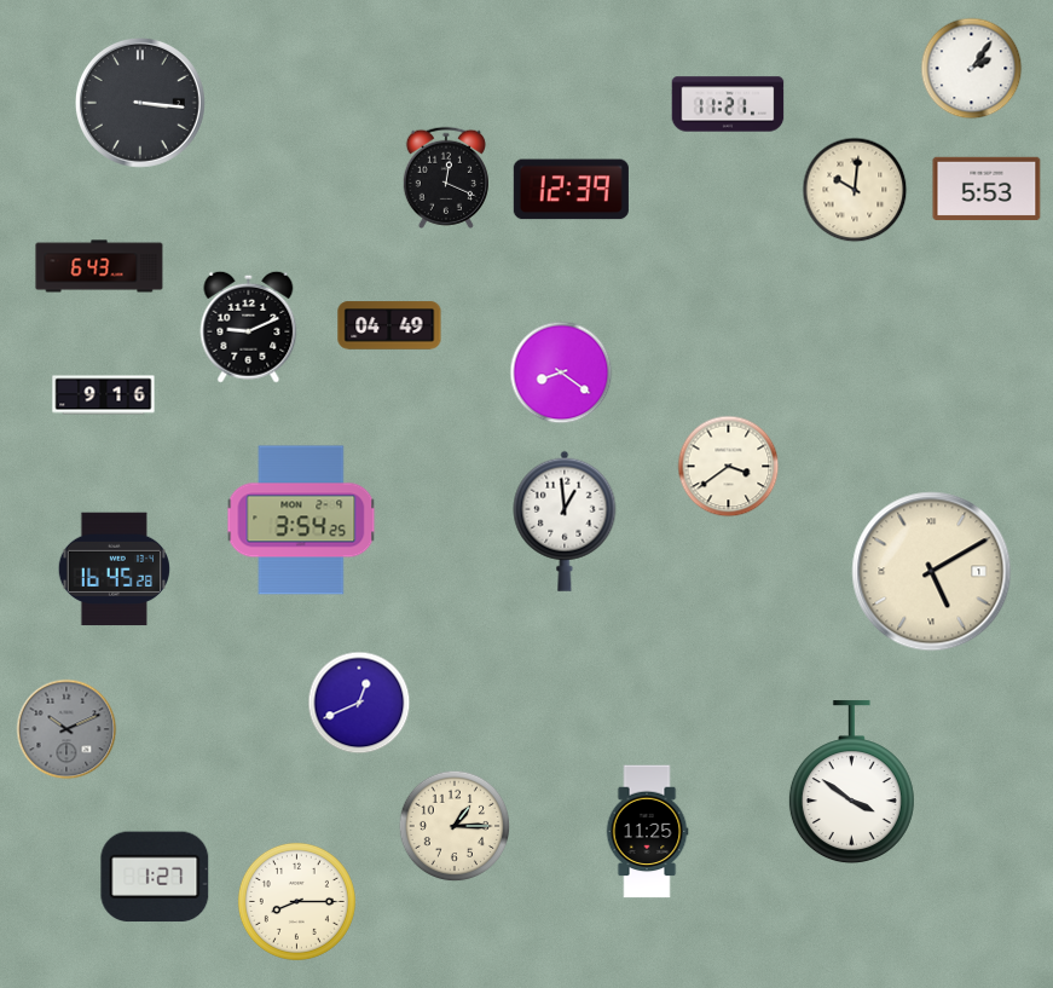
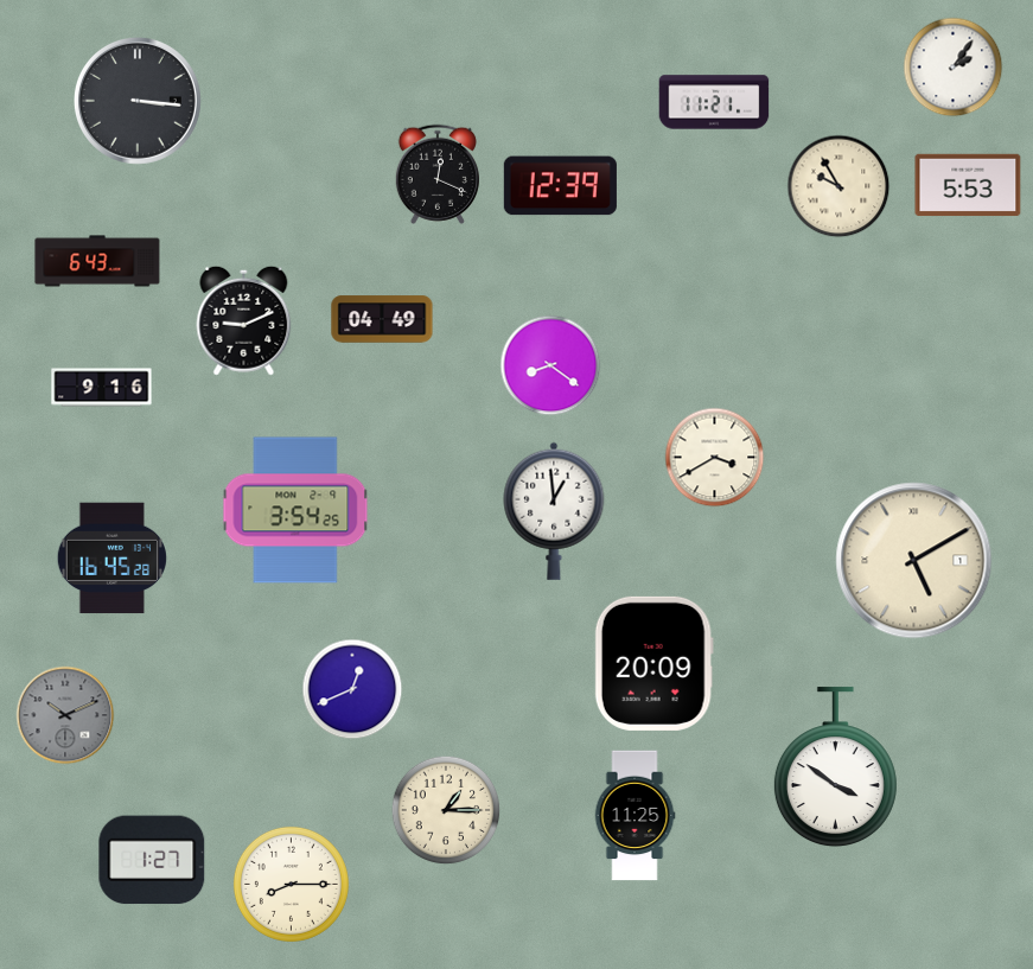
clock at (855, 190): 10:01 -> 9:55
clock at (729, 467): 3:39 -> 3:40
clock at (653, 663): none -> 20:09
